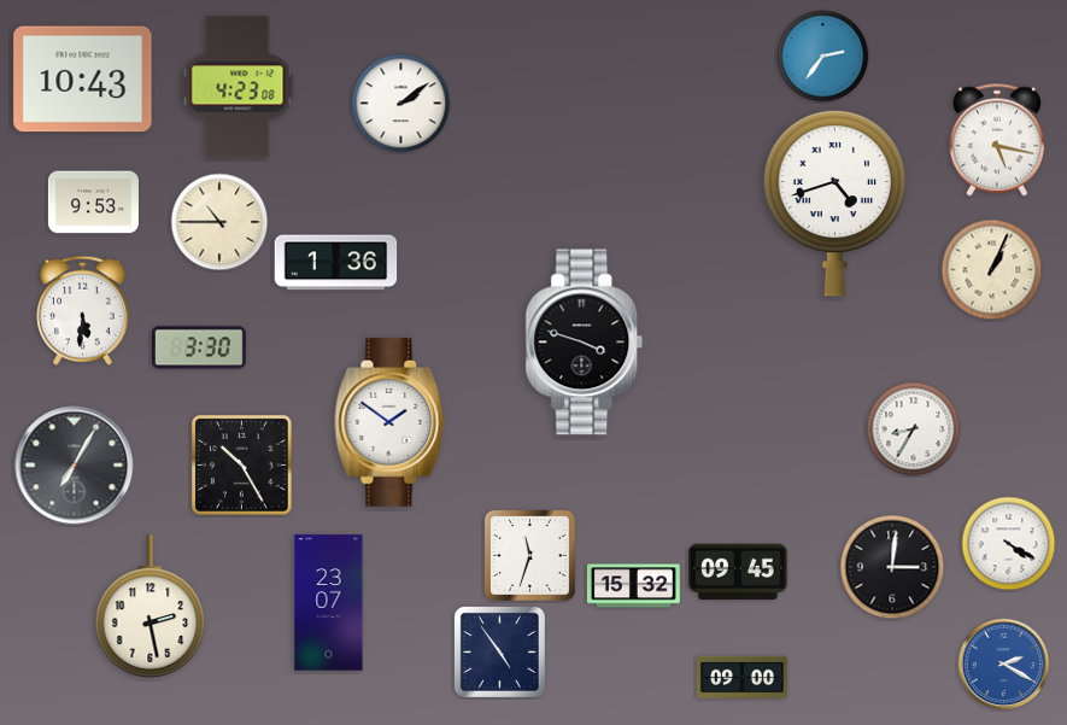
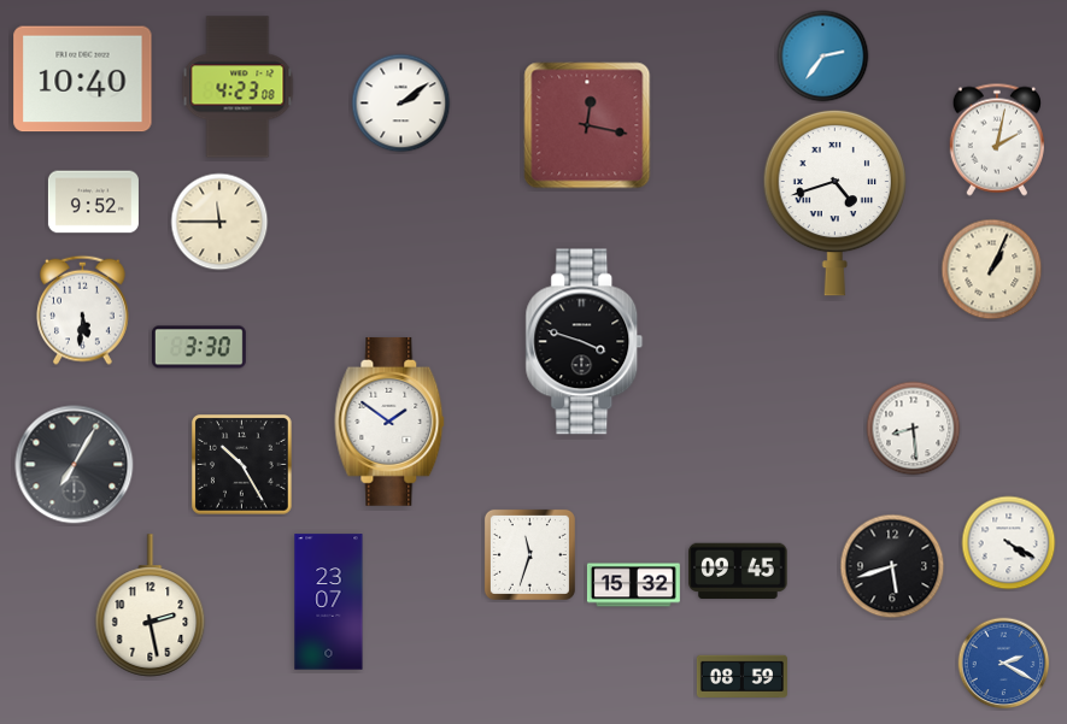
clock at (83, 80): 10:43 -> 10:40
clock at (587, 125): none -> 12:17
clock at (997, 140): 5:17 -> 2:02
clock at (93, 203): 9:53 -> 9:52
clock at (219, 222): 10:45 -> 11:45
clock at (336, 263): 1:36 -> none
clock at (914, 429): 8:35 -> 8:29
clock at (892, 567): 3:01 -> 5:42
clock at (499, 651): 4:54 -> none
clock at (741, 678): 09:00 -> 08:59
